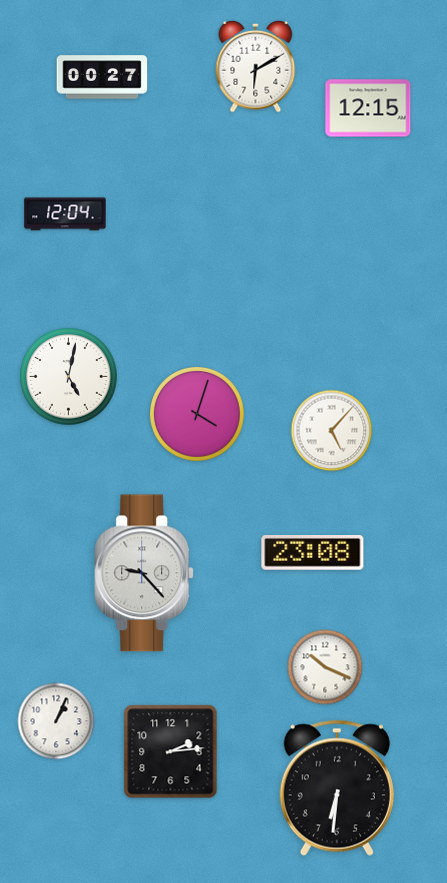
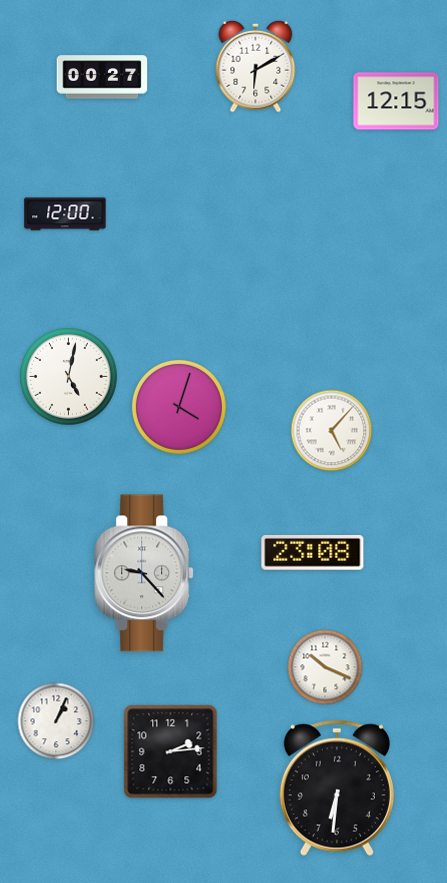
clock at (368, 108) position: (368, 108) -> (396, 101)
clock at (65, 214): 12:04 -> 12:00
clock at (197, 414) position: (197, 414) -> (179, 407)
